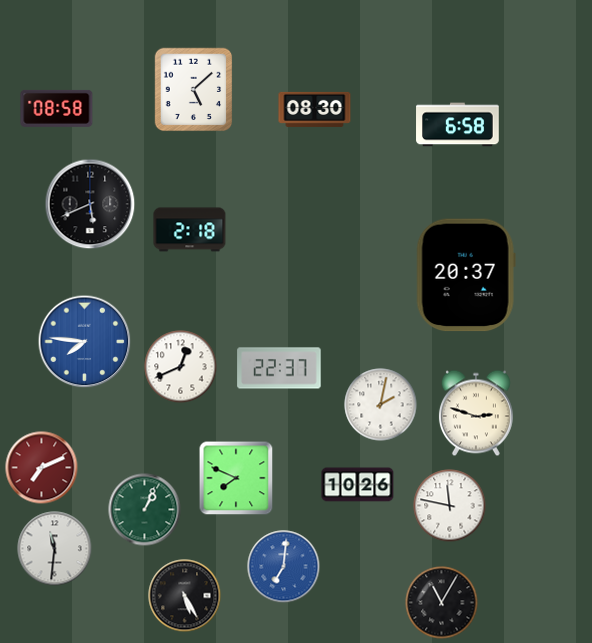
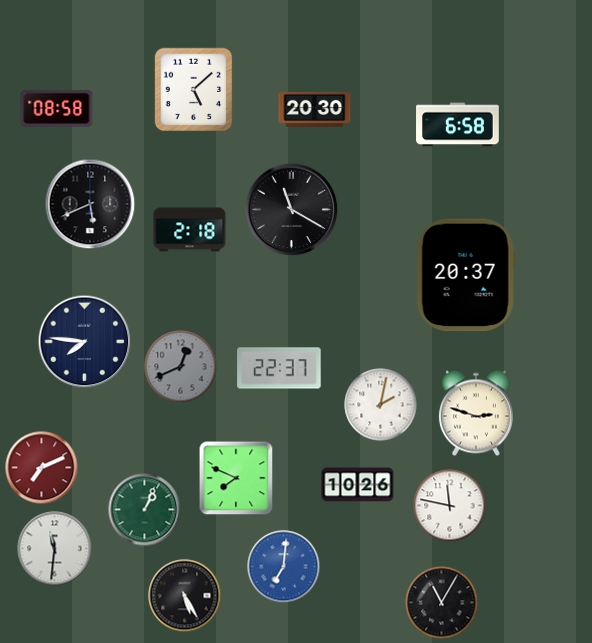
clock at (315, 109): 08:30 -> 20:30
clock at (292, 210): none -> 11:20
clock at (85, 342) dial: blue -> navy
clock at (181, 367) dial: white -> grey
